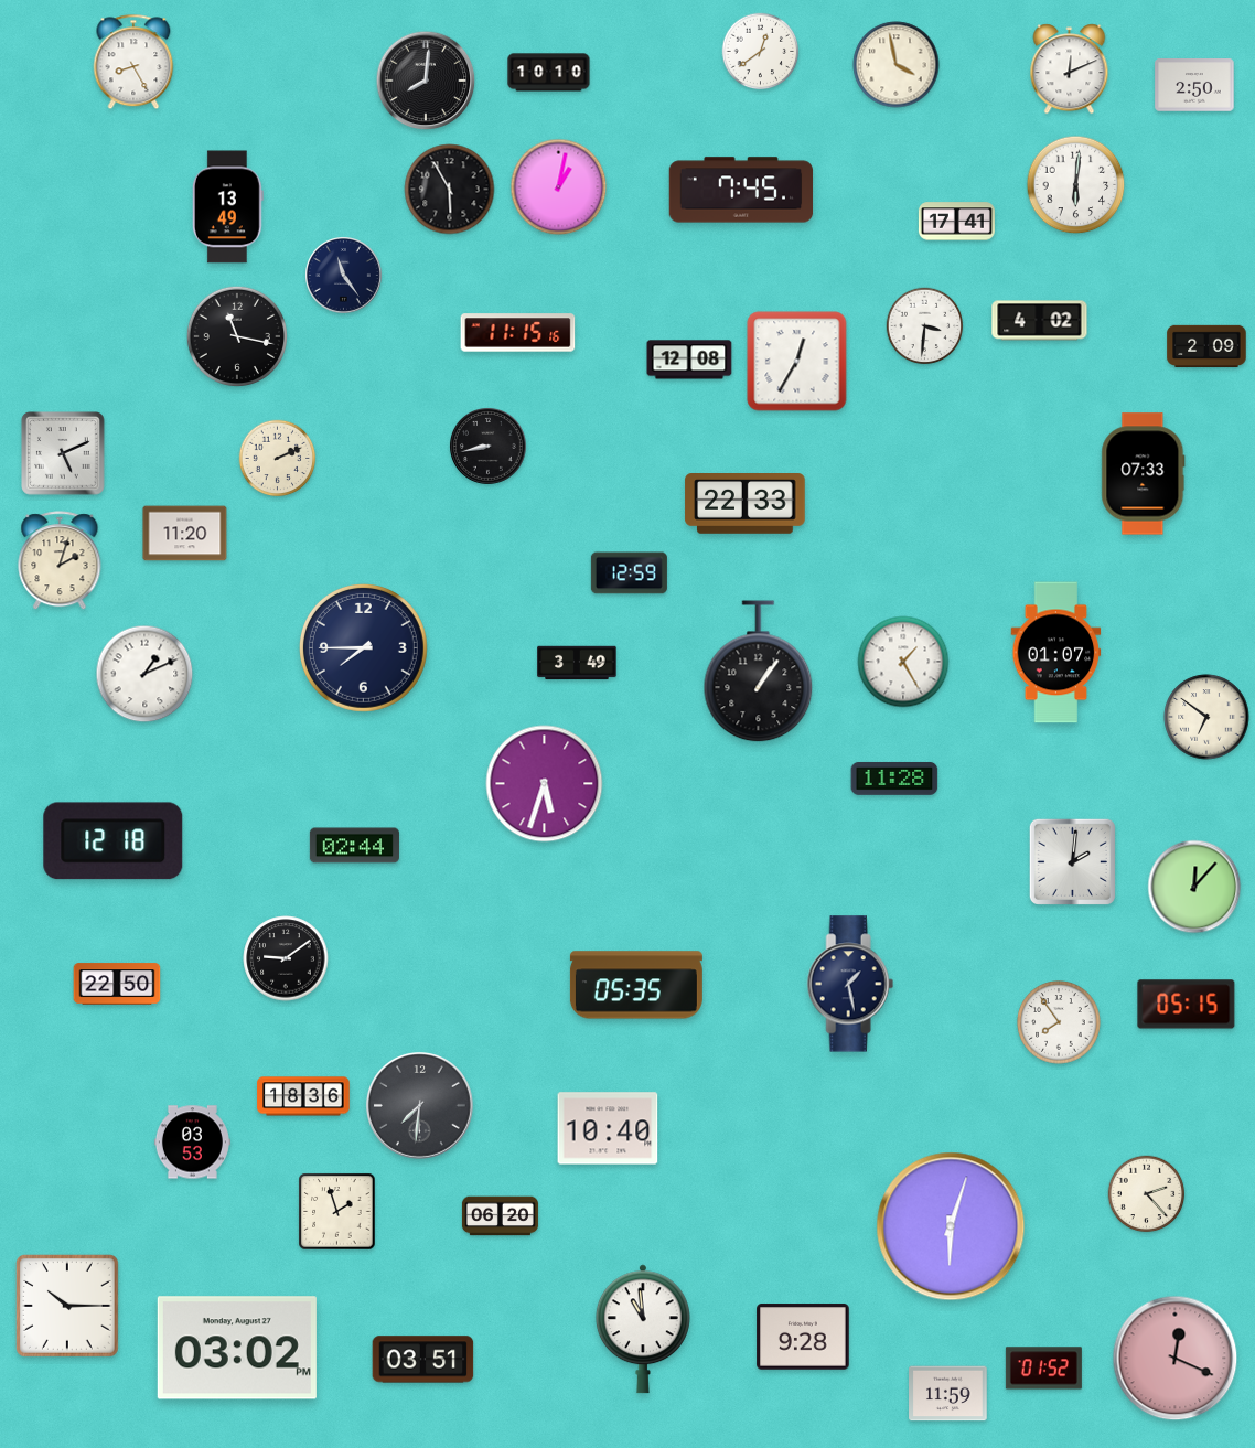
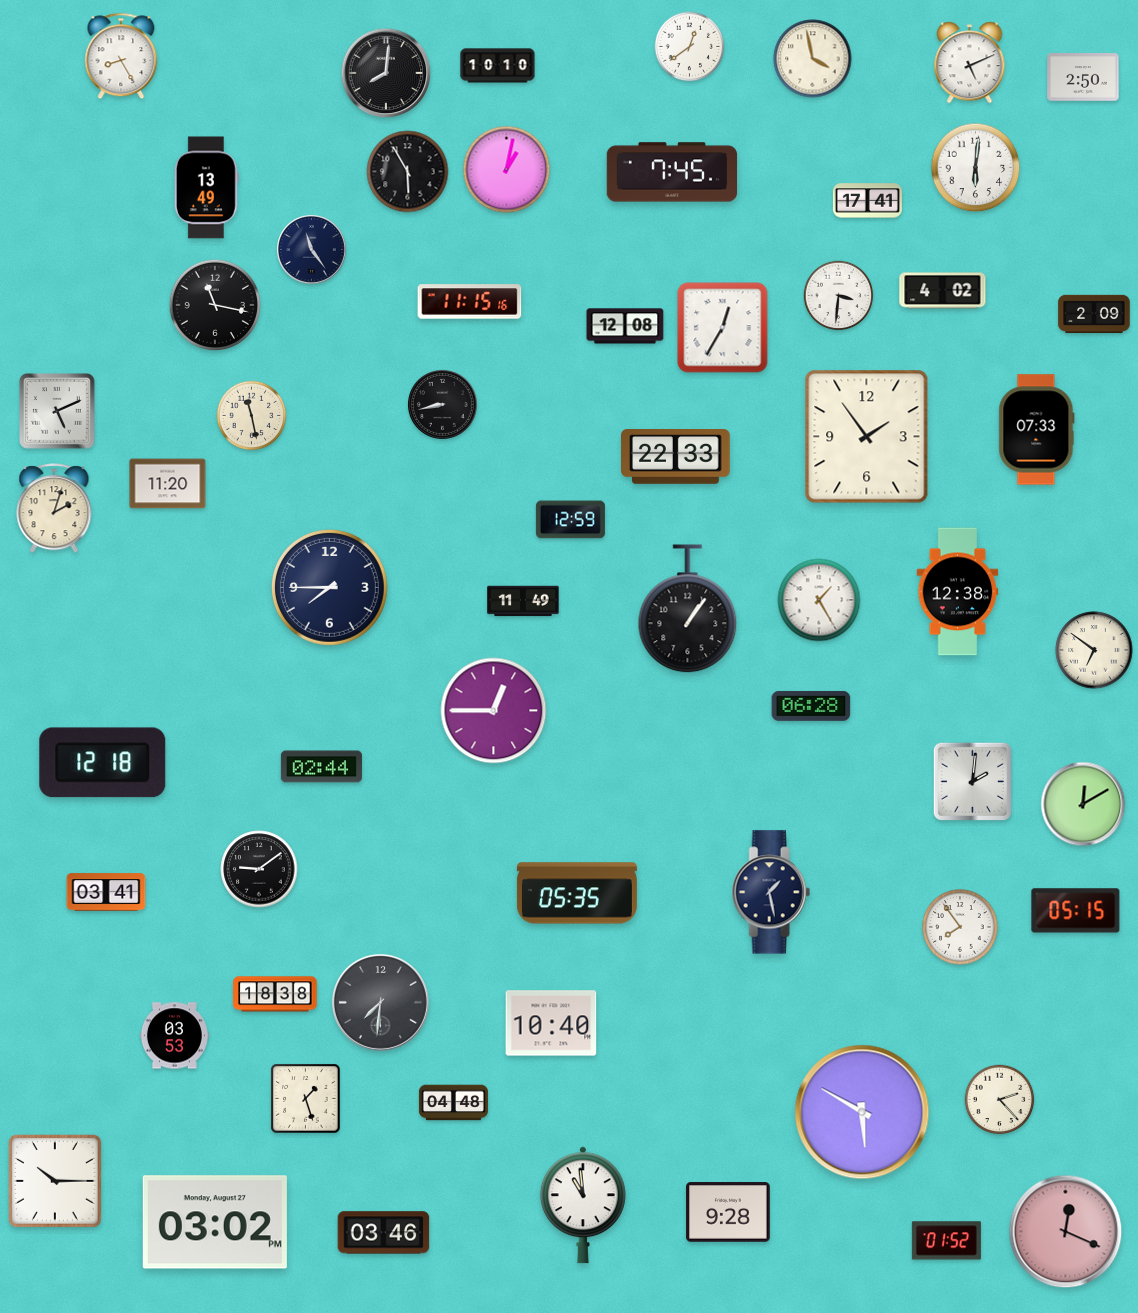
clock at (1070, 69): 12:11 -> 5:11
clock at (278, 459): 2:11 -> 11:28
clock at (867, 437): none -> 1:54
clock at (1056, 653): 01:07 -> 12:38
clock at (577, 663): 3:49 -> 11:49
clock at (144, 674): 1:11 -> none
clock at (894, 779): 11:28 -> 06:28
clock at (545, 784): 5:33 -> 12:45
clock at (1194, 887): 12:07 -> 12:10
clock at (117, 984): 22:50 -> 03:41
clock at (303, 1096): 18:36 -> 18:38
clock at (1147, 1194) position: (1147, 1194) -> (1000, 1100)
clock at (337, 1212): 1:57 -> 1:27
clock at (500, 1216): 06:20 -> 04:48
clock at (951, 1226): 6:03 -> 5:50
clock at (67, 1306) position: (67, 1306) -> (55, 1181)
clock at (423, 1360): 03:51 -> 03:46
clock at (948, 1394): 11:59 -> none
